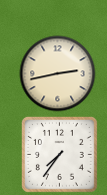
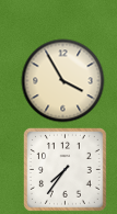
clock at (58, 74): 2:43 -> 3:55
